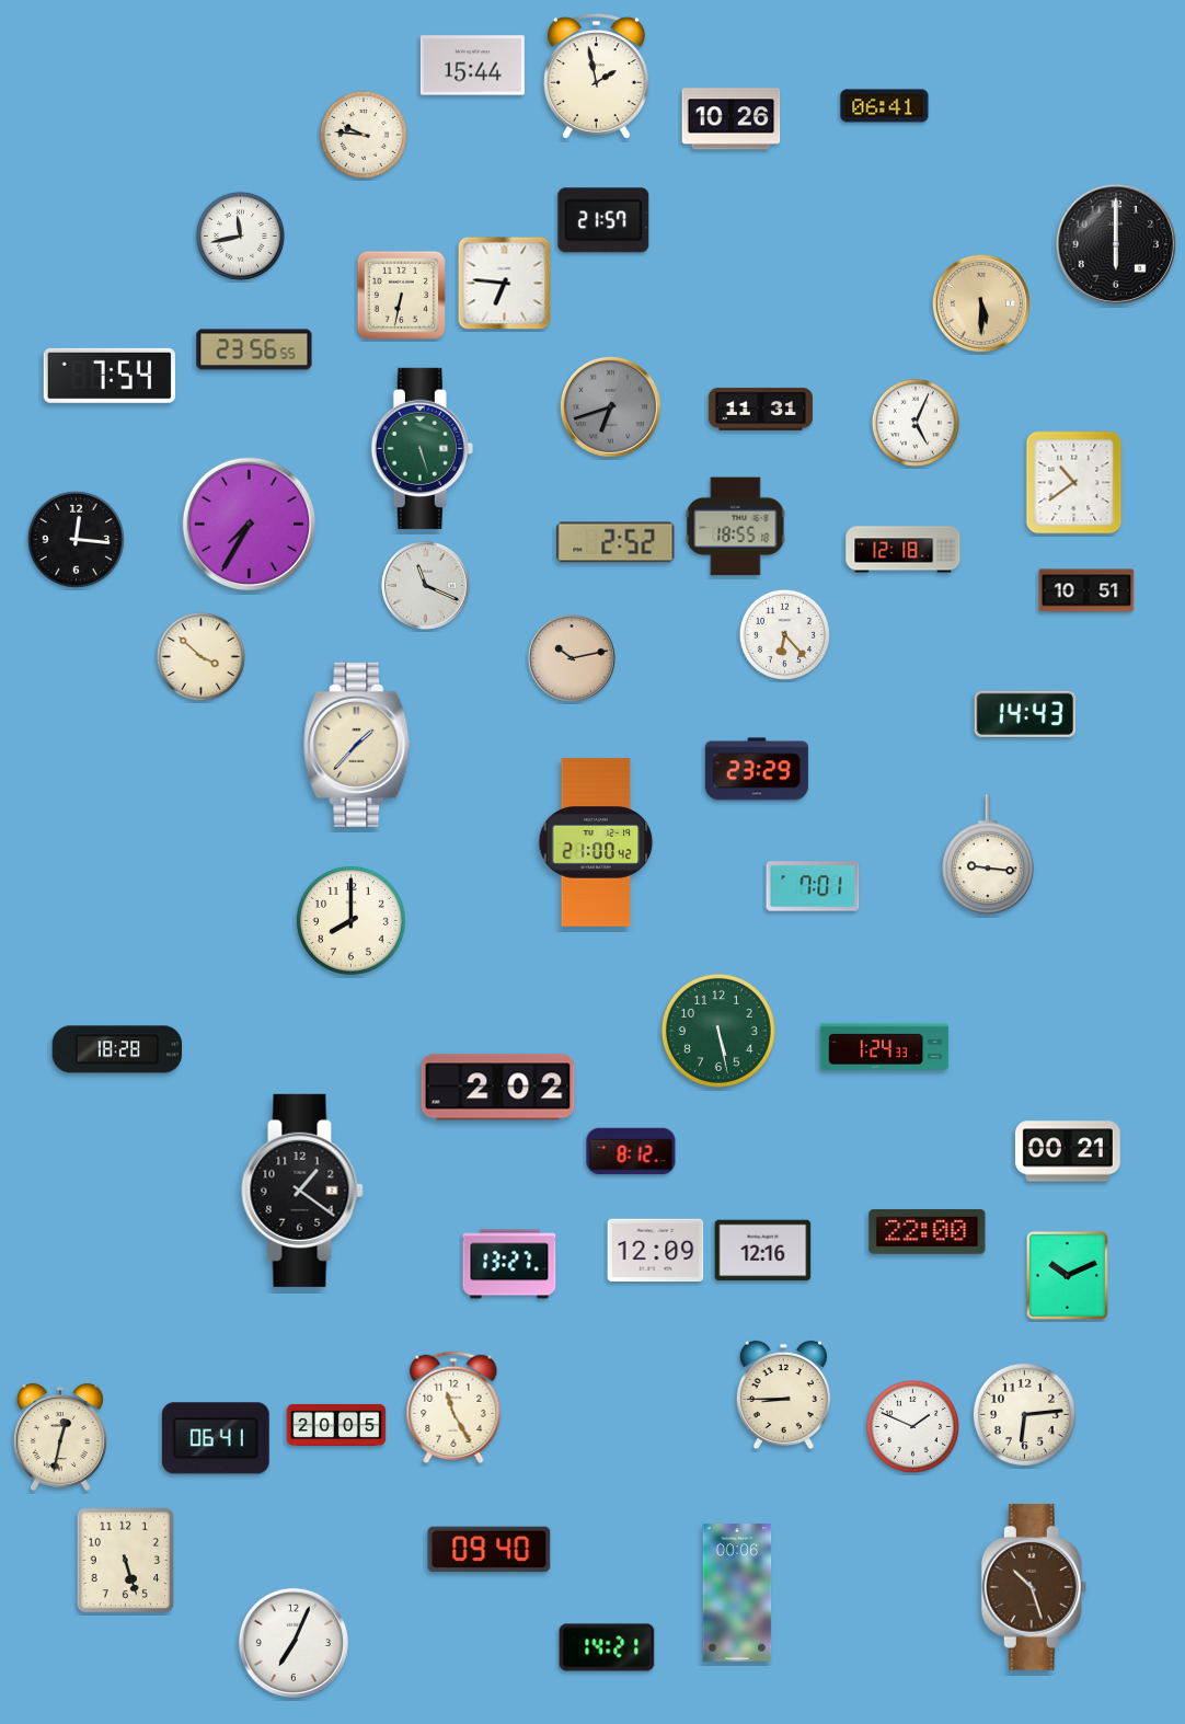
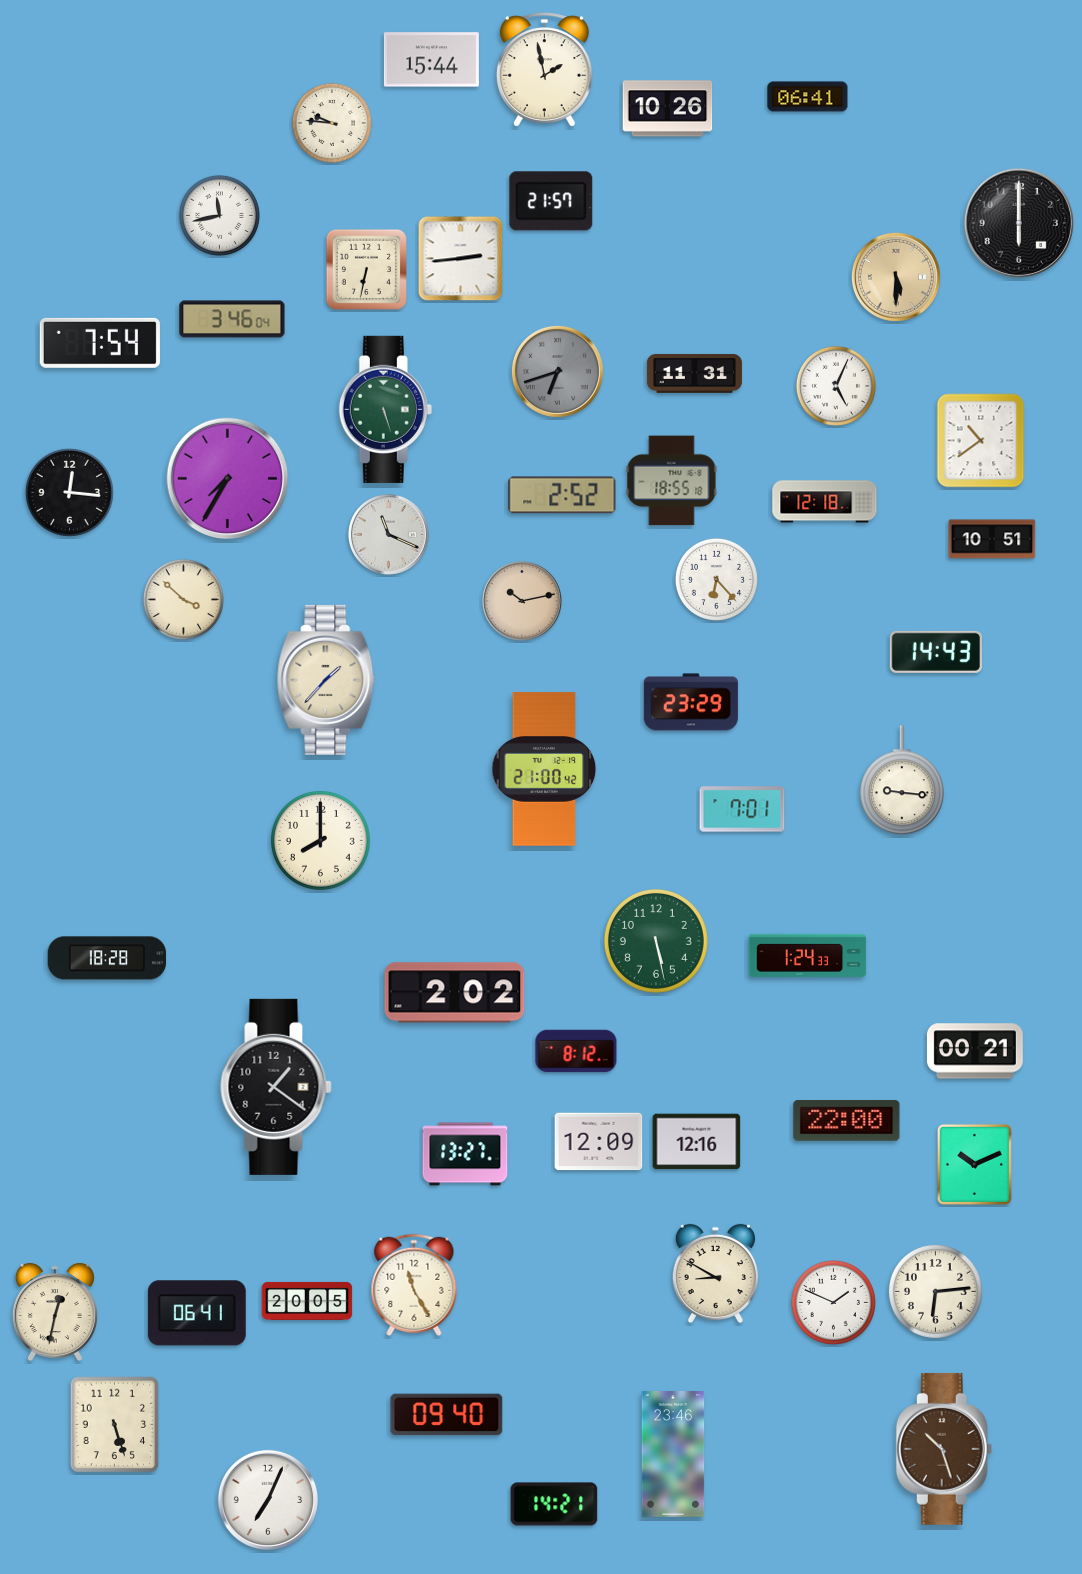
clock at (505, 284): 6:46 -> 2:44
clock at (254, 349): 23:56 -> 3:46
clock at (928, 1232) position: (928, 1232) -> (847, 1121)
clock at (783, 1395): 8:45 -> 8:50
clock at (737, 1593): 00:06 -> 23:46
